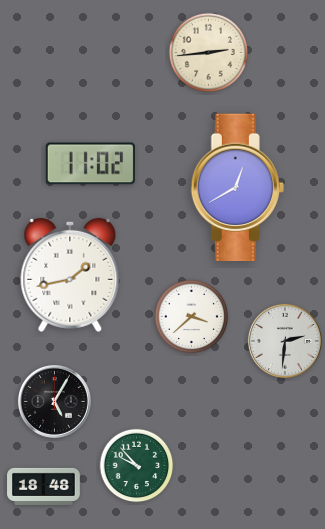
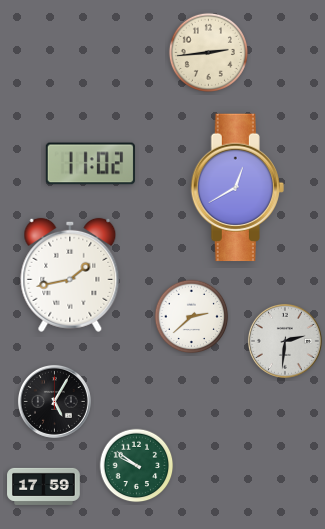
clock at (192, 317): 3:38 -> 2:38
clock at (137, 466): 9:53 -> 9:51
clock at (44, 486): 18:48 -> 17:59
